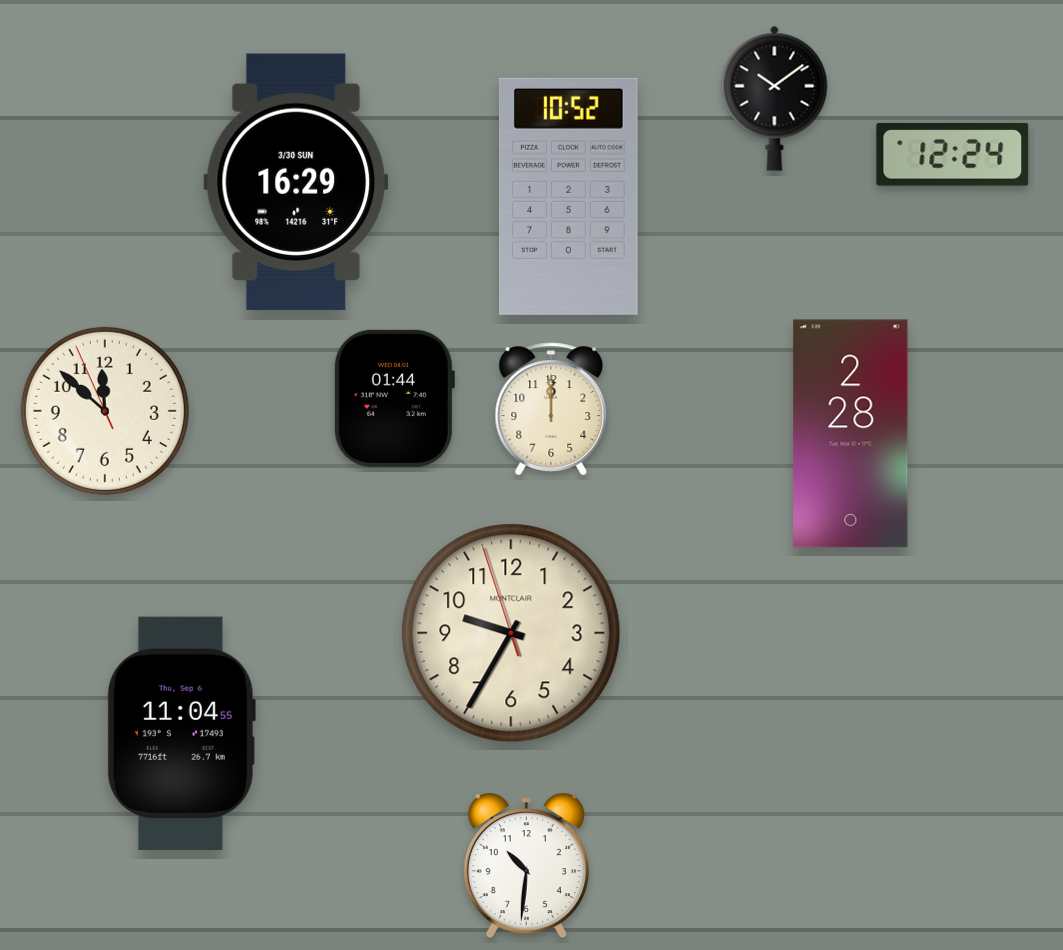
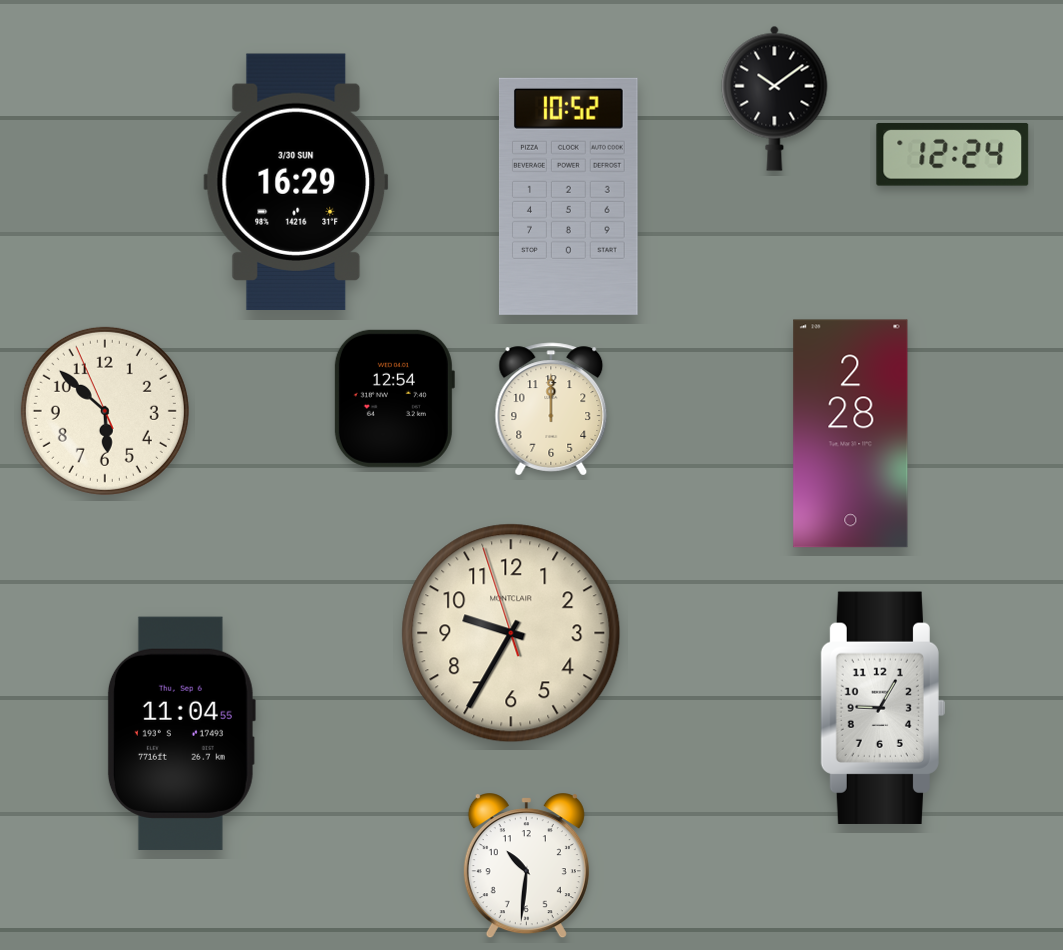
clock at (394, 398): 01:44 -> 12:54
clock at (105, 411): 11:51 -> 5:51
clock at (883, 708): none -> 9:05
